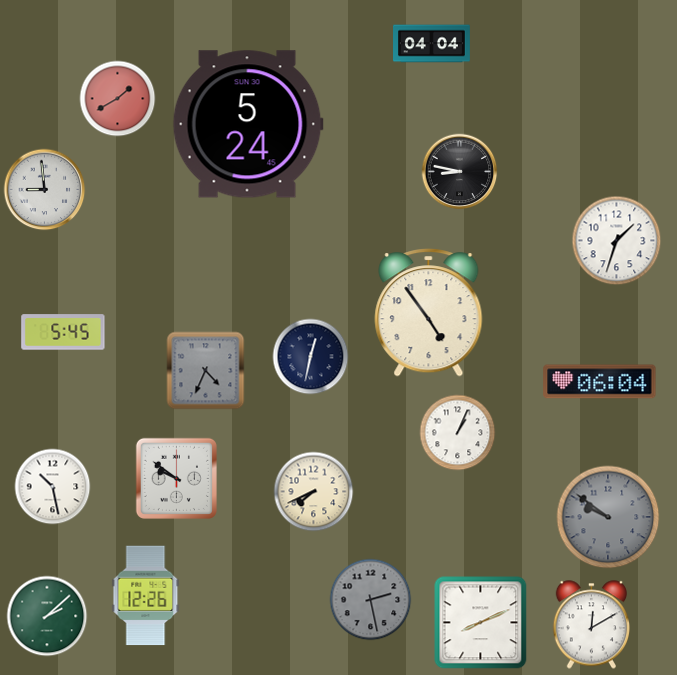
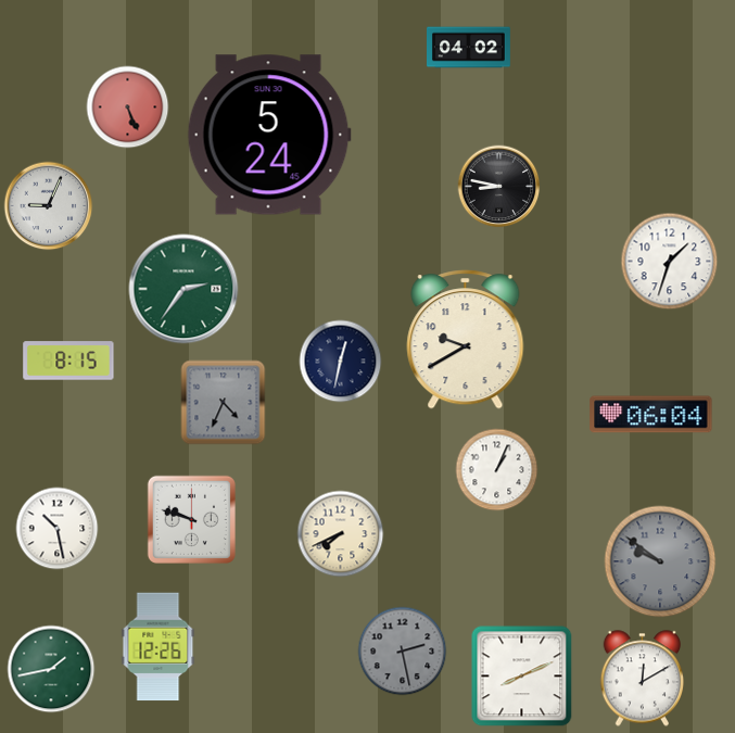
clock at (432, 44): 04:04 -> 04:02
clock at (118, 99): 1:40 -> 5:26
clock at (45, 190): 8:59 -> 9:04
clock at (183, 289): none -> 2:36
clock at (429, 313): 4:54 -> 9:40
clock at (63, 332): 5:45 -> 8:15
clock at (311, 357) position: (311, 357) -> (341, 362)
clock at (176, 478): 9:51 -> 9:48
clock at (47, 616): 2:08 -> 1:43
